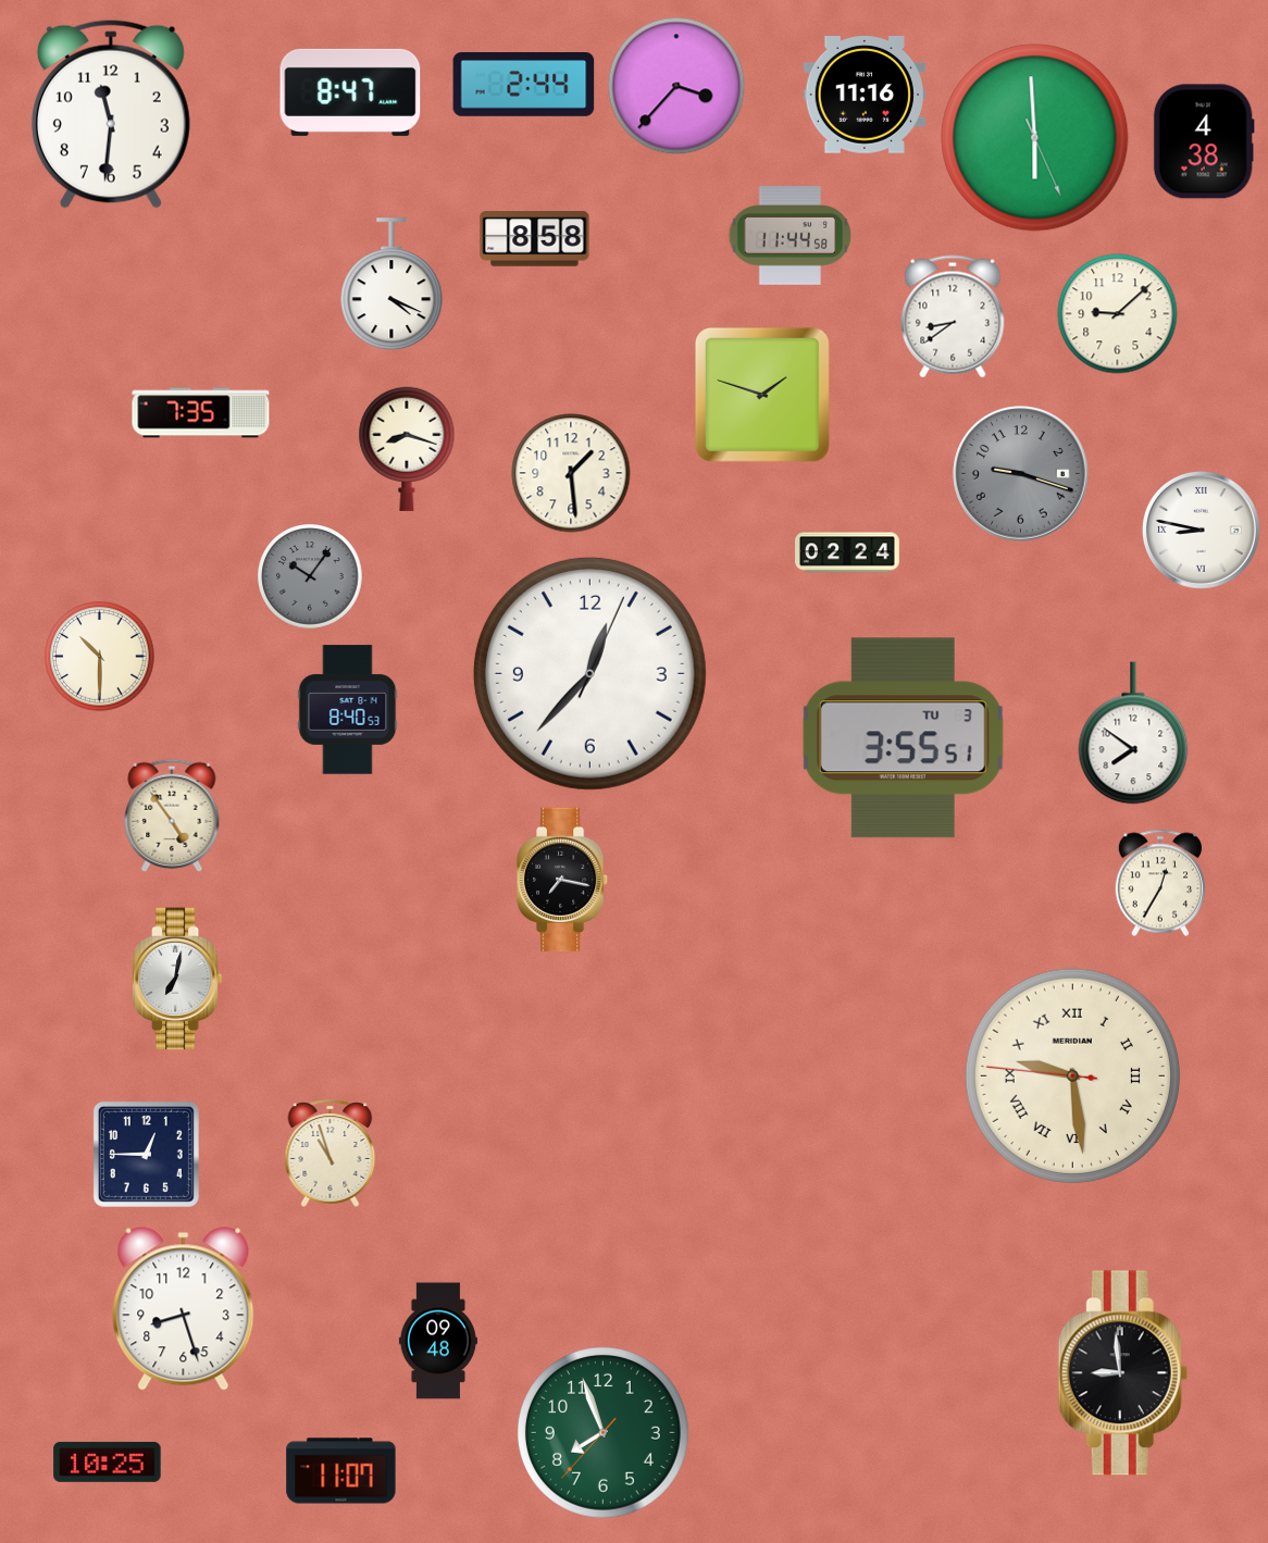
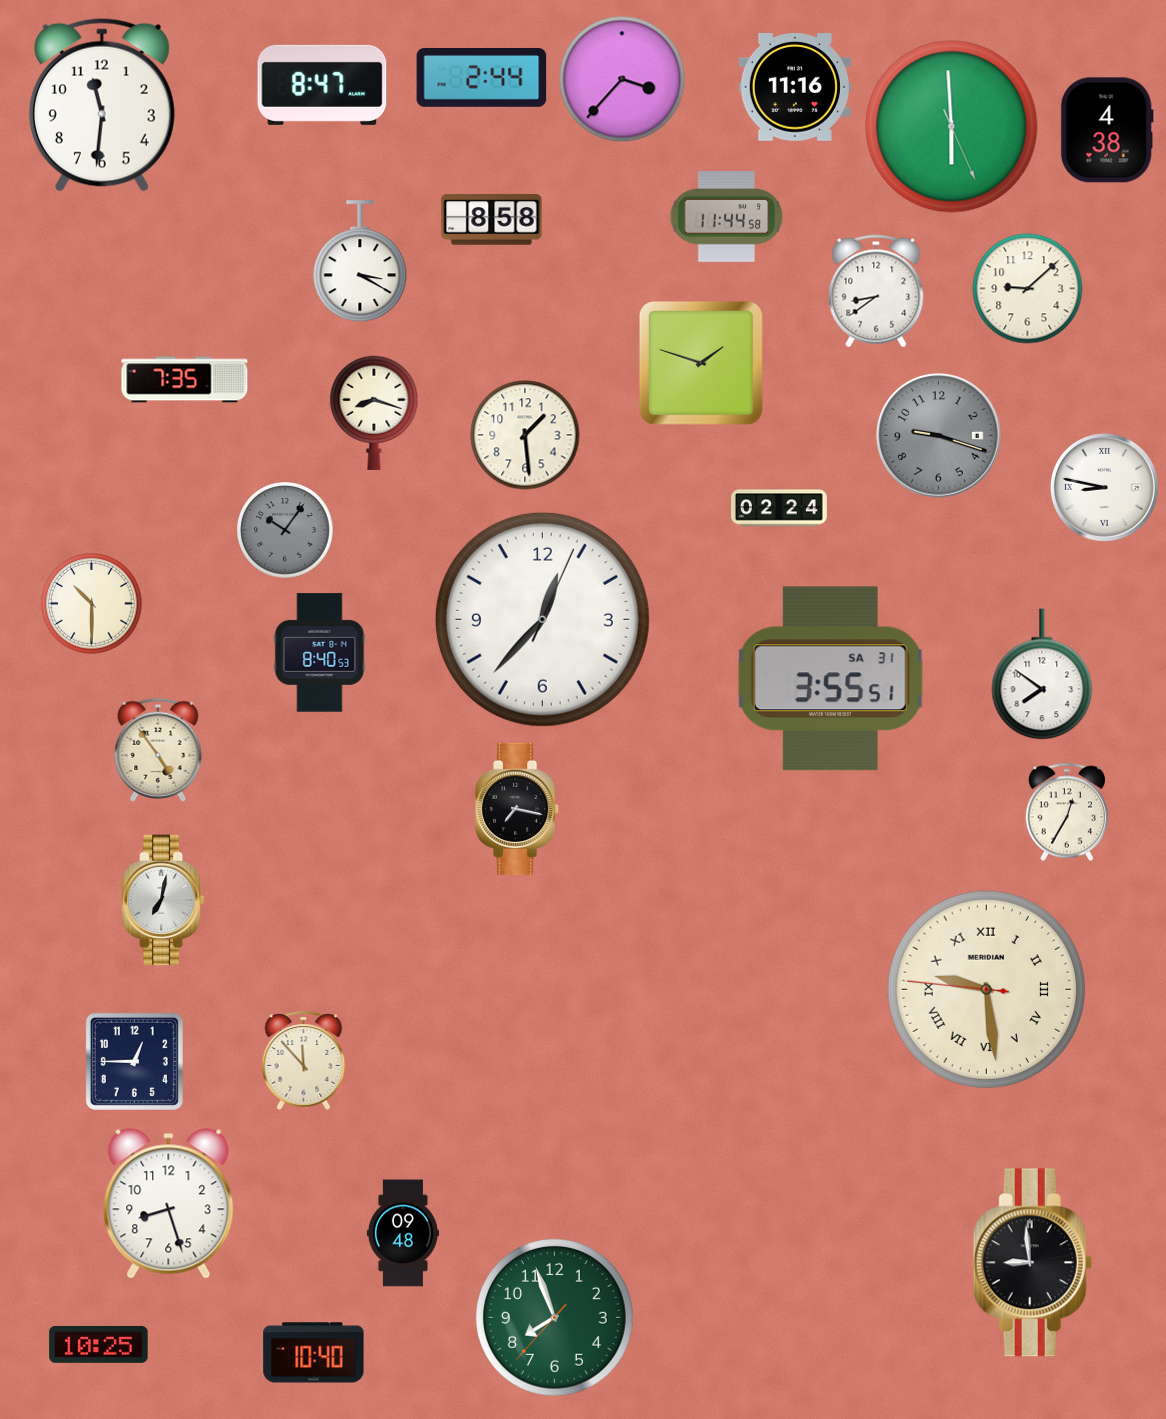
clock at (391, 285): 4:19 -> 3:20
clock at (903, 738) date: TU 3 -> SA 31
clock at (331, 1153): 10:57 -> 11:53
clock at (341, 1471): 11:07 -> 10:40
